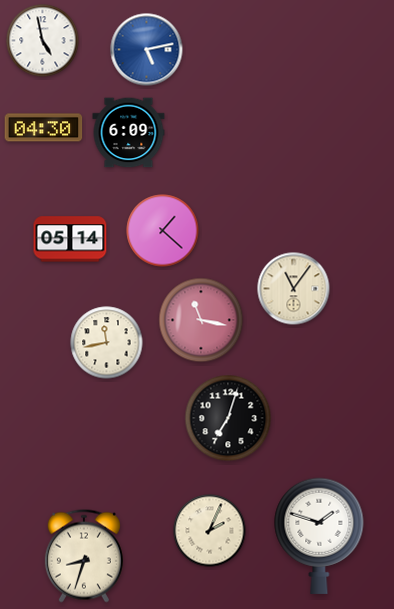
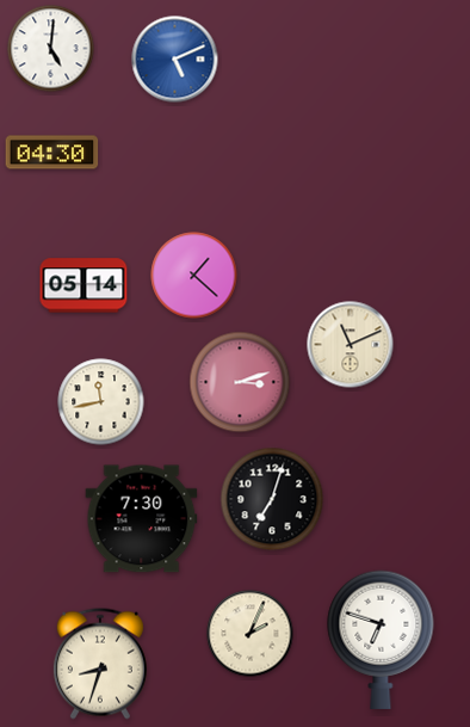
clock at (43, 41): 4:58 -> 5:01
clock at (147, 50): 5:13 -> 5:11
clock at (129, 133): 6:09 -> none
clock at (294, 289): 11:06 -> 11:11
clock at (201, 320): 11:17 -> 3:12
clock at (107, 343) position: (107, 343) -> (101, 402)
clock at (142, 519): none -> 7:30
clock at (319, 536): 1:48 -> 6:48
